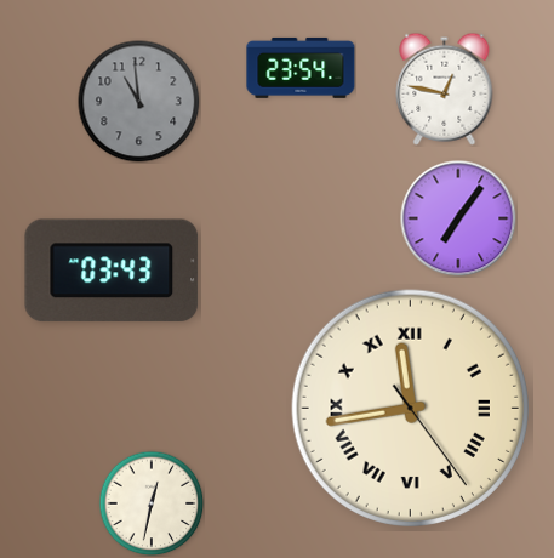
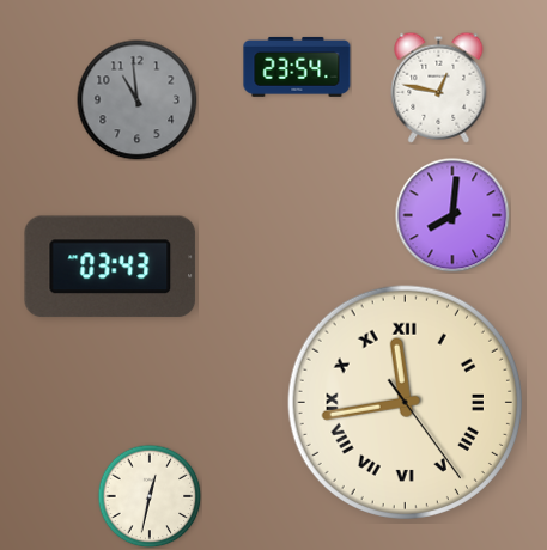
clock at (458, 218): 7:06 -> 8:01
